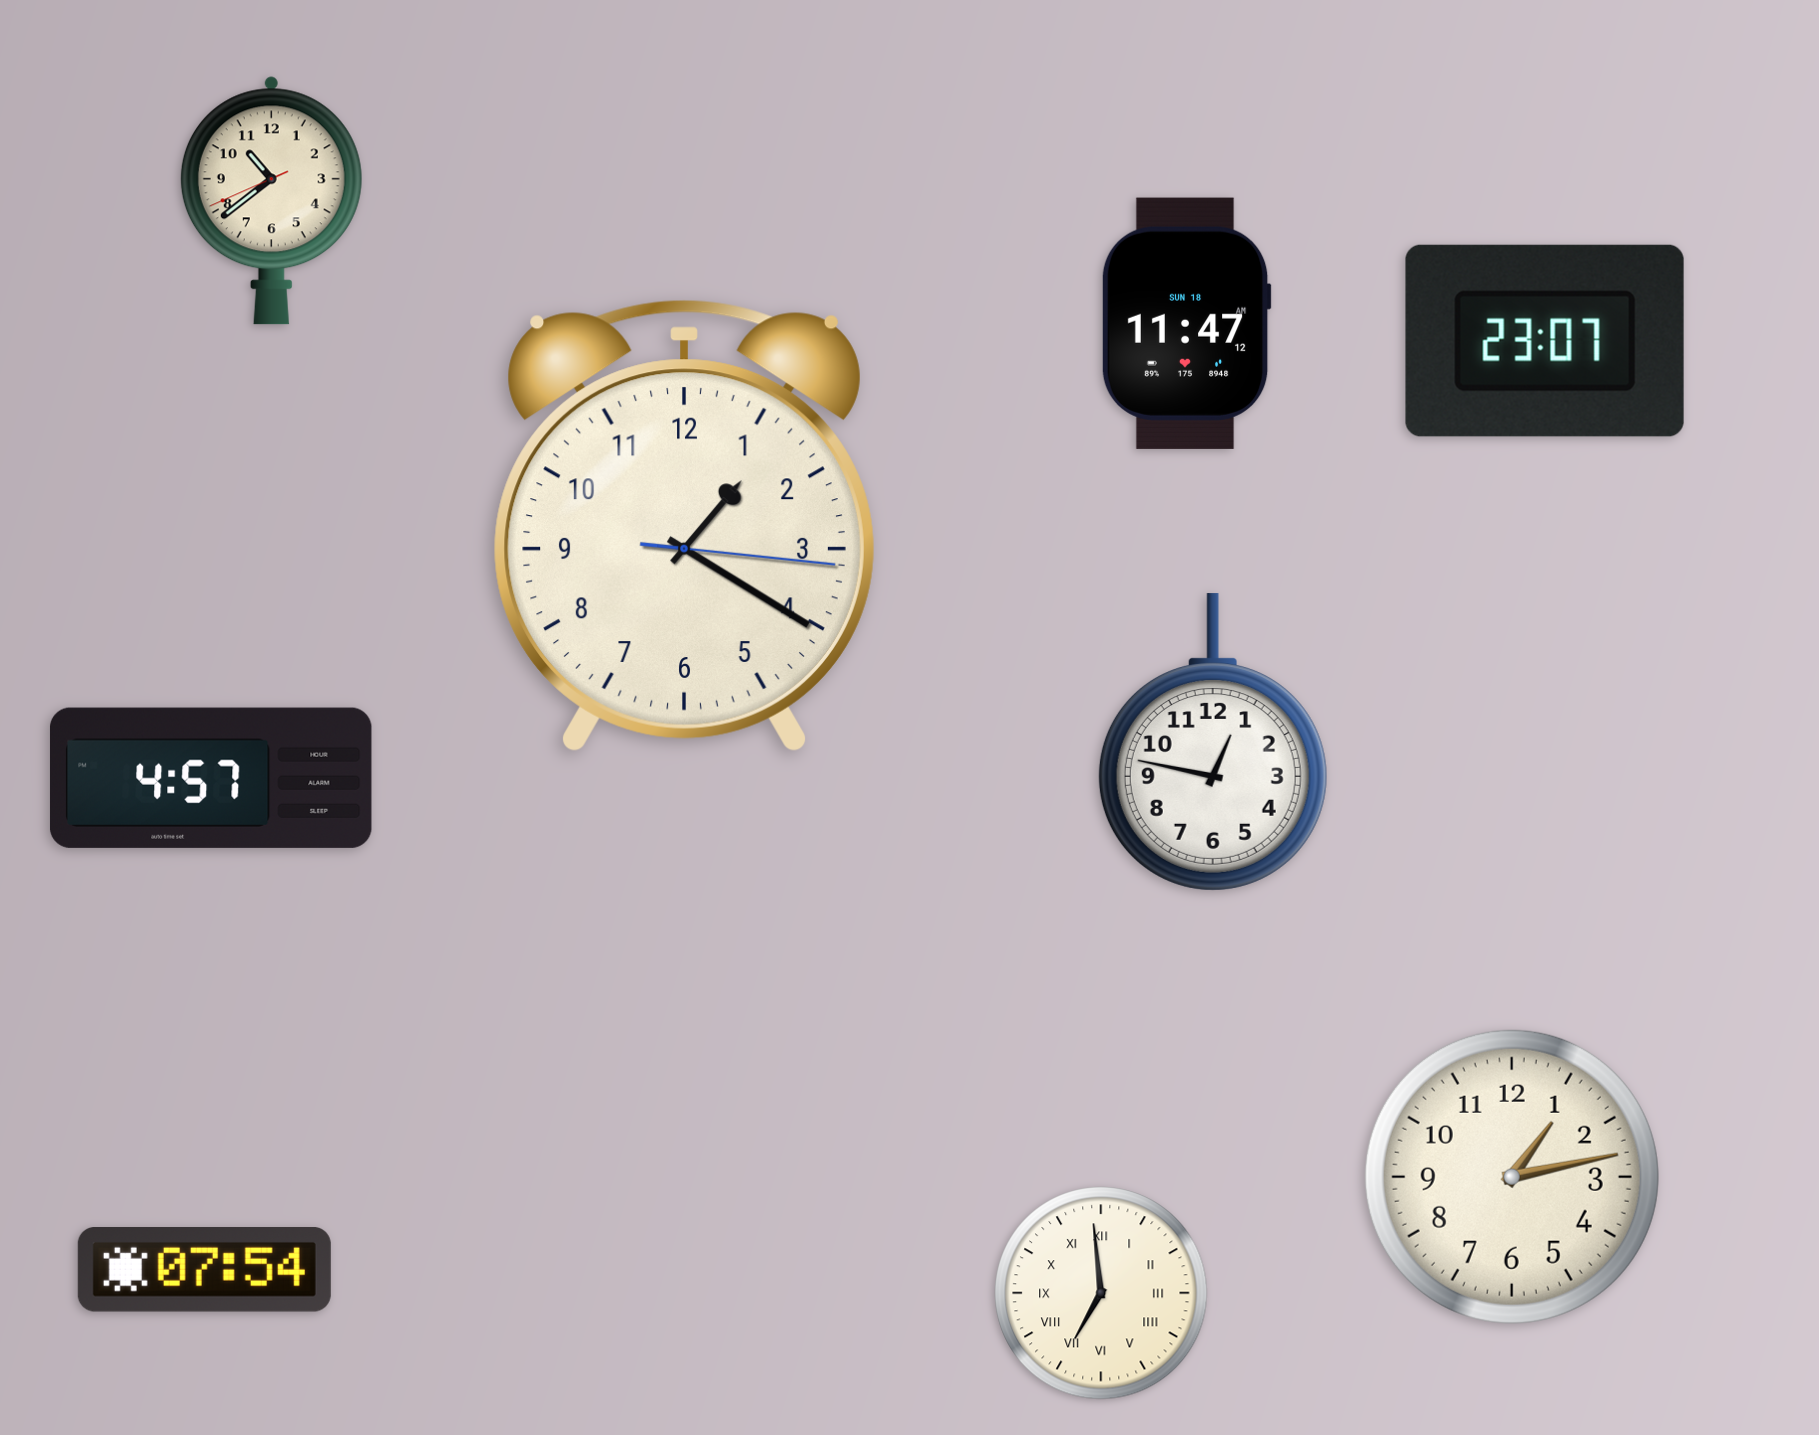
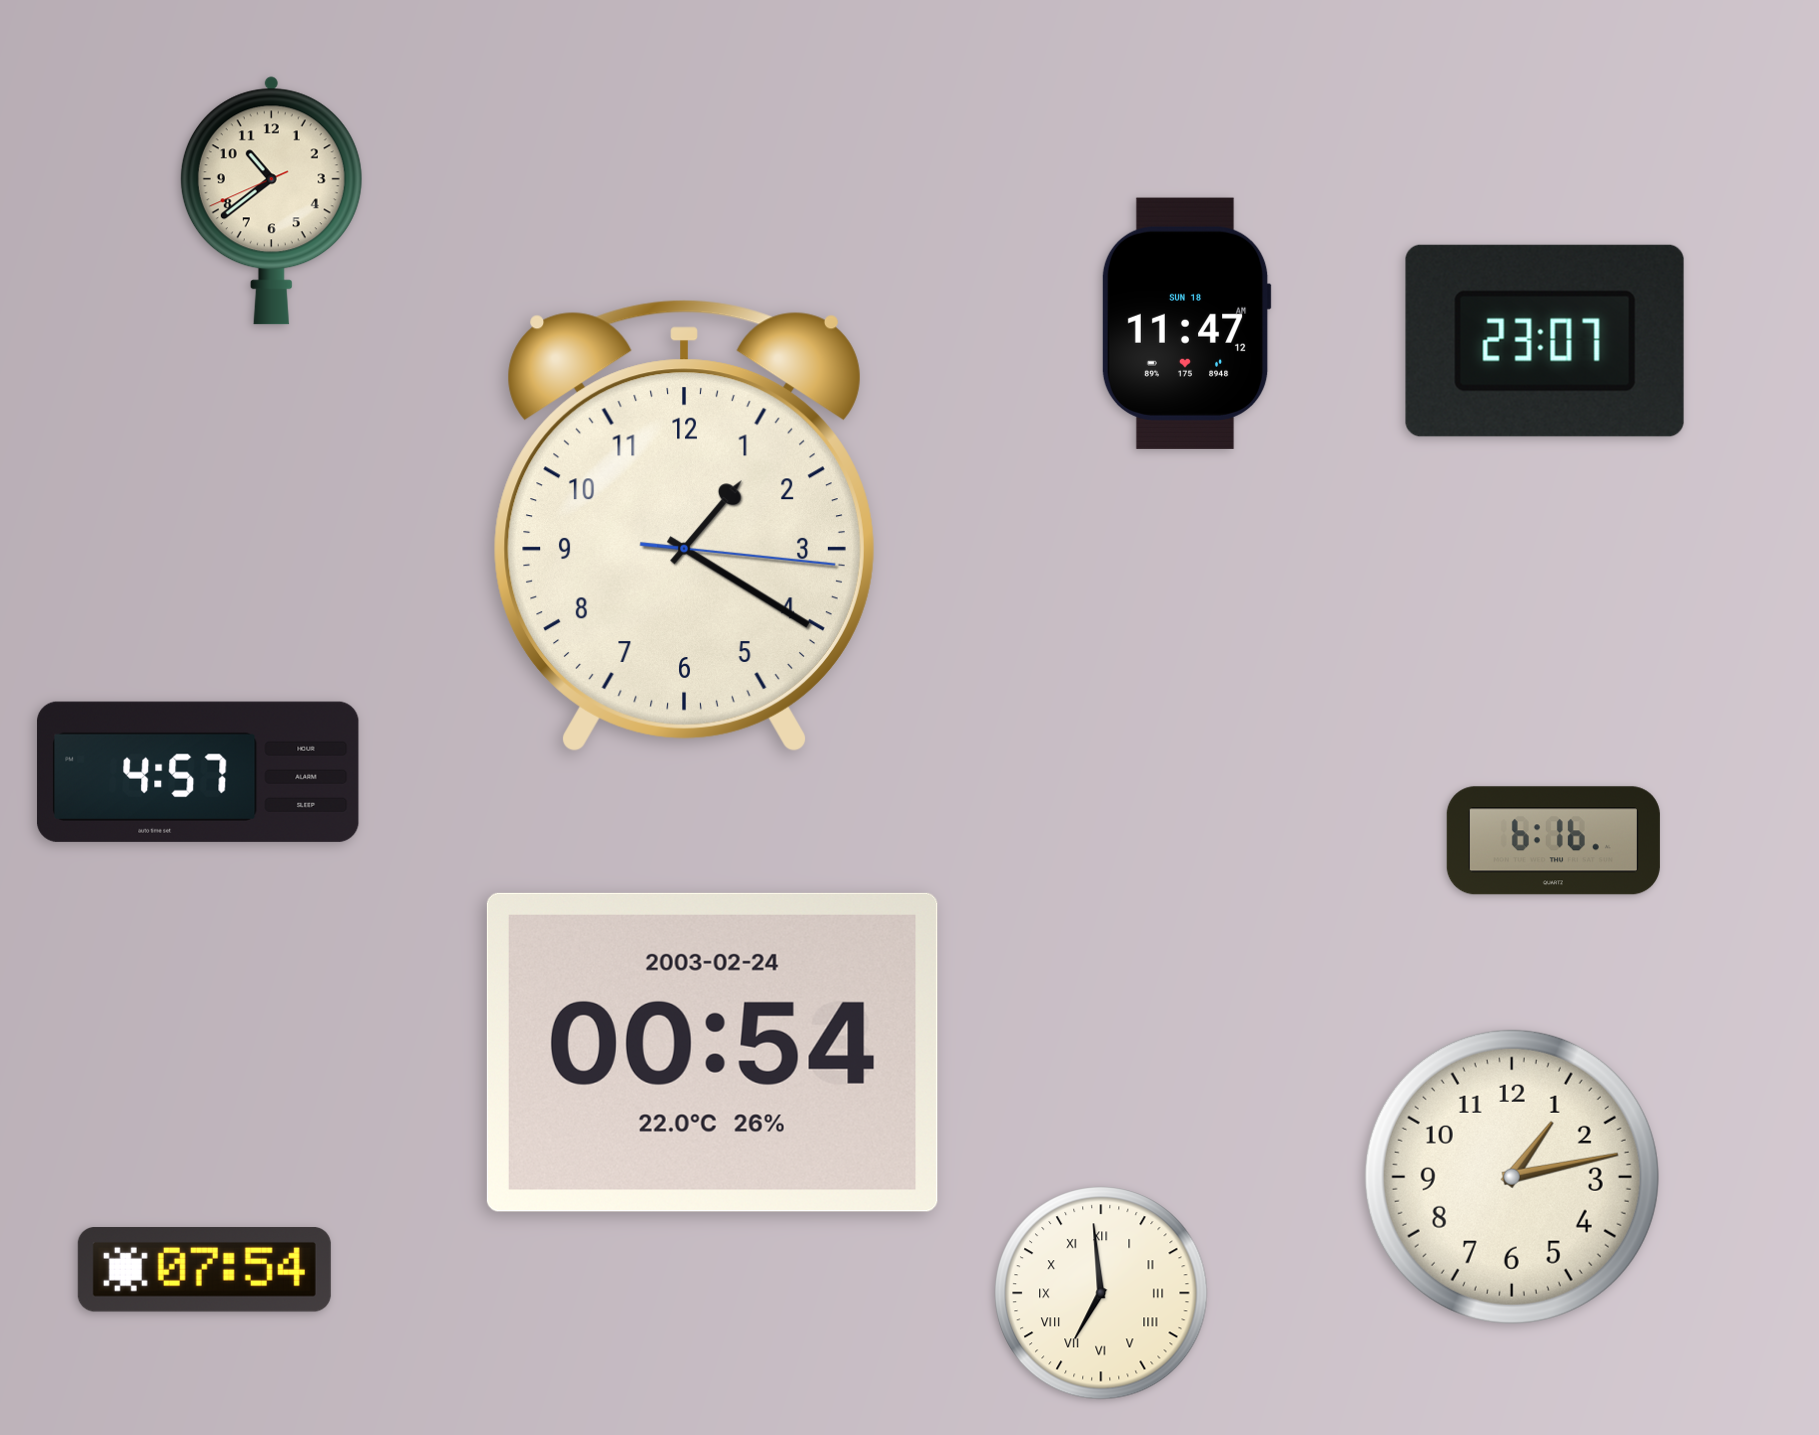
clock at (1213, 742): 12:47 -> none
clock at (211, 778) position: (211, 778) -> (198, 772)
clock at (1553, 841): none -> 6:16
clock at (712, 1052): none -> 00:54
